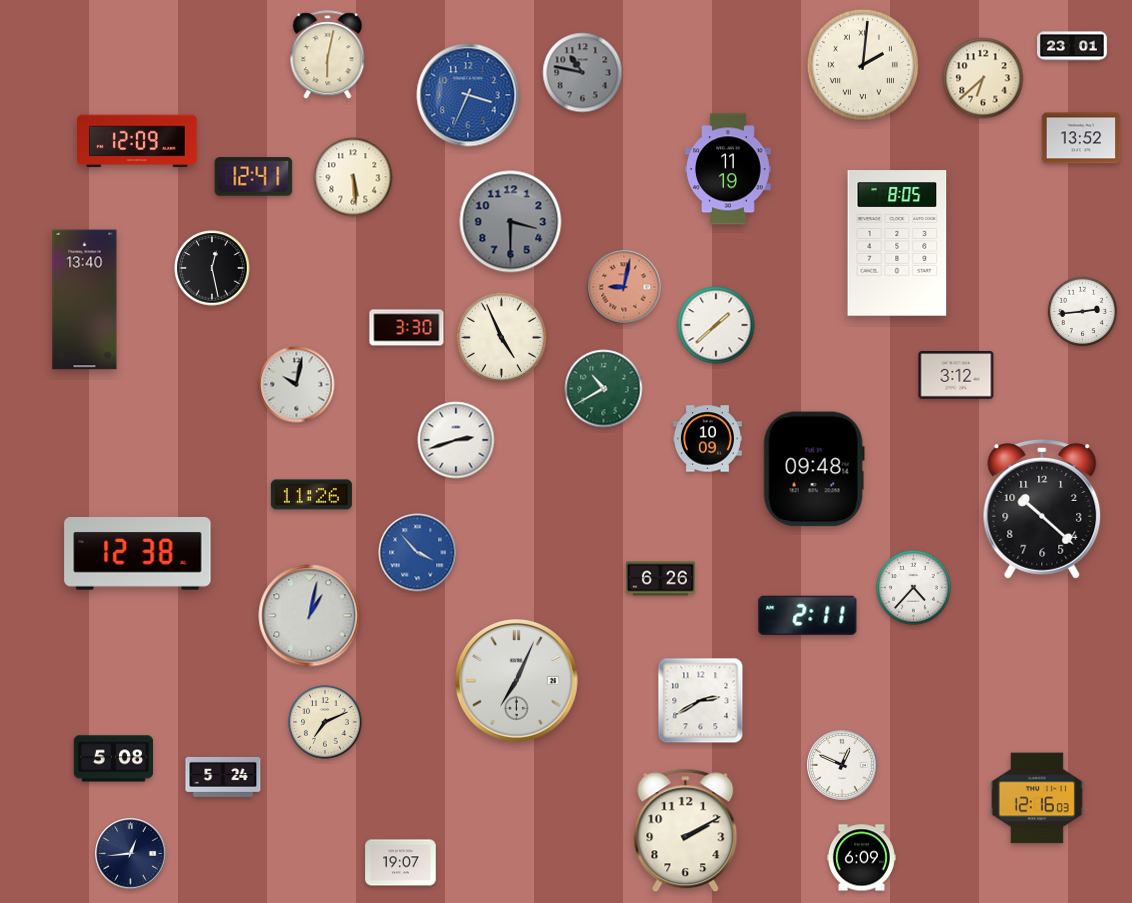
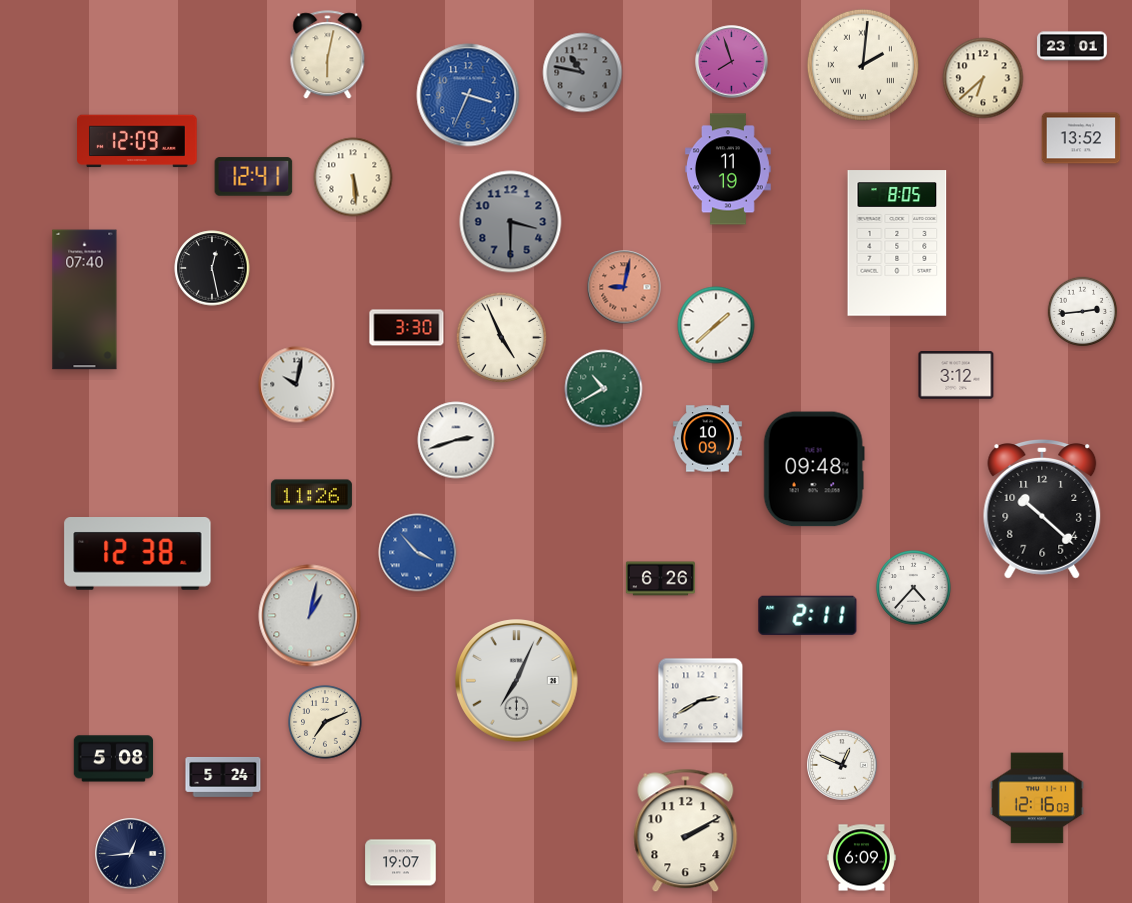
clock at (732, 62): none -> 7:57
clock at (85, 300): 13:40 -> 07:40
